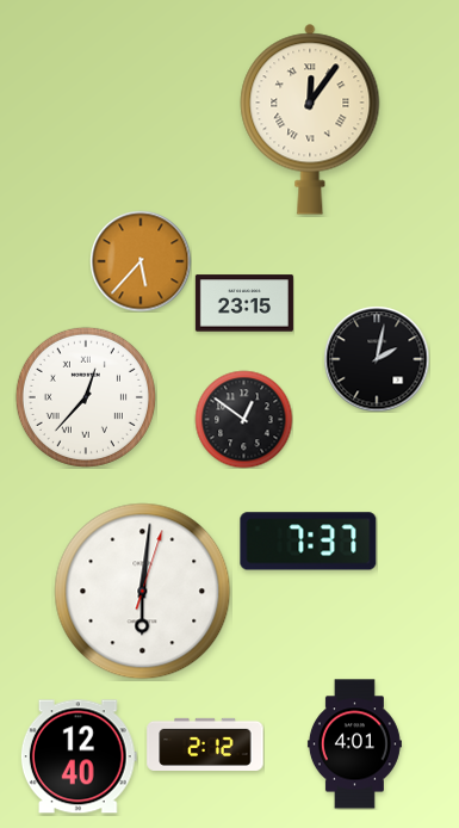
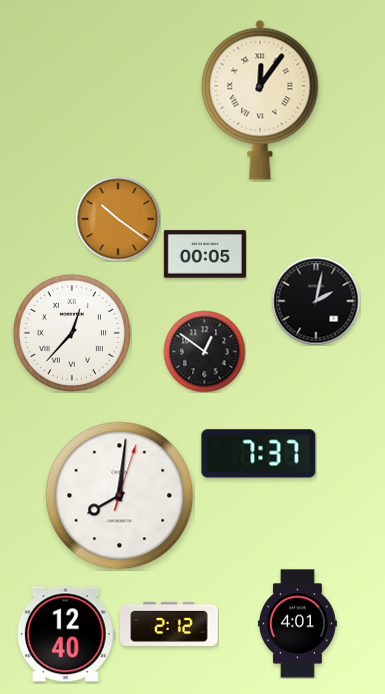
clock at (141, 261): 5:37 -> 10:21
clock at (244, 303): 23:15 -> 00:05
clock at (143, 592): 6:01 -> 8:01
clock at (205, 744) position: (205, 744) -> (169, 624)
